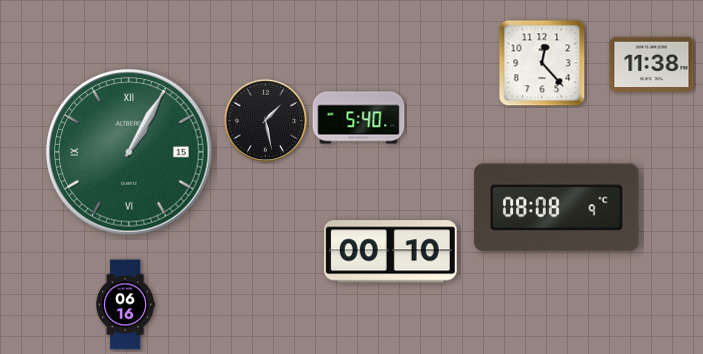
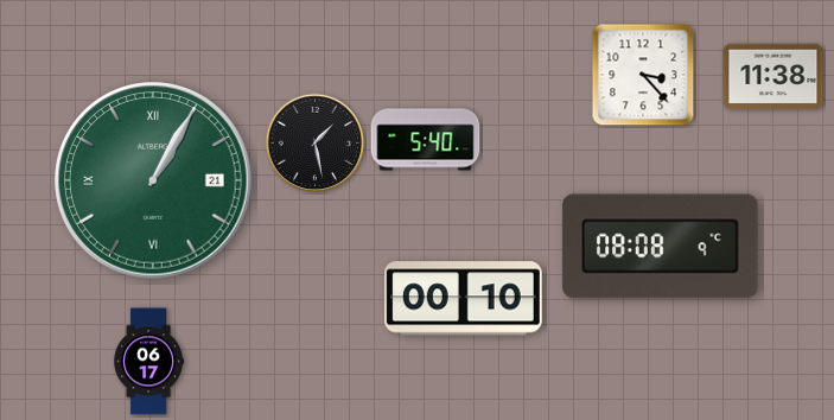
clock at (542, 63): 12:23 -> 3:23
clock at (129, 152) date: 15 -> 21
clock at (126, 305): 06:16 -> 06:17
